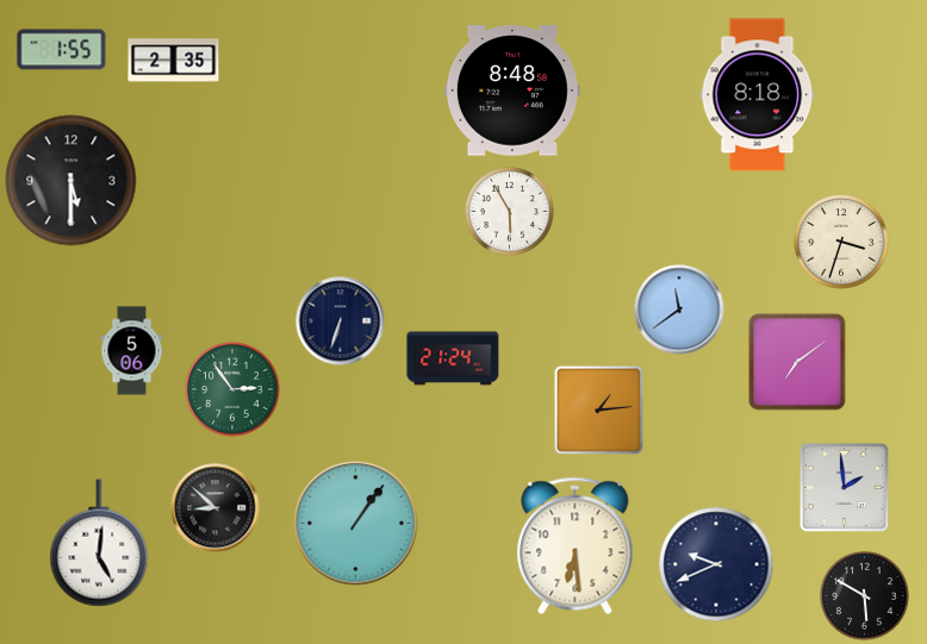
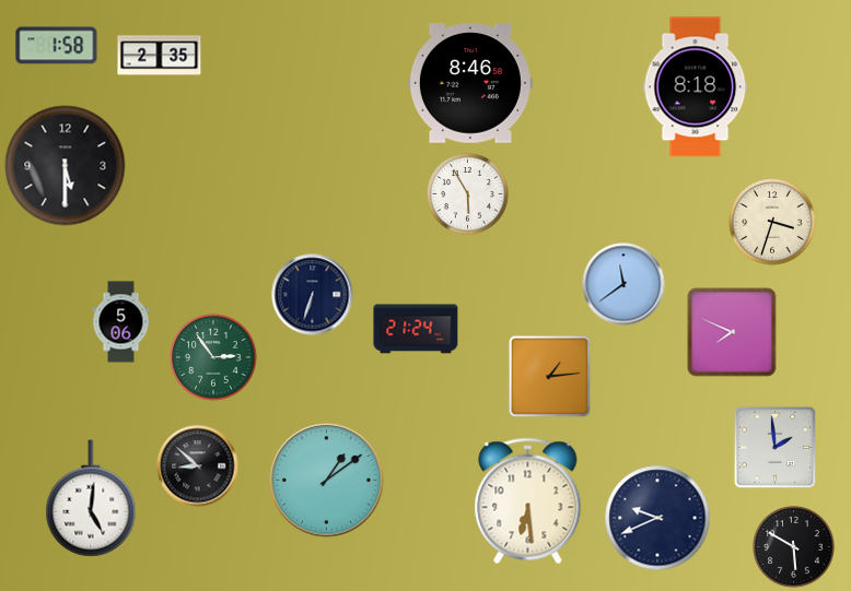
clock at (62, 50): 1:55 -> 1:58
clock at (512, 90): 8:48 -> 8:46
clock at (797, 362): 7:09 -> 7:49
clock at (356, 524): 1:06 -> 1:09
